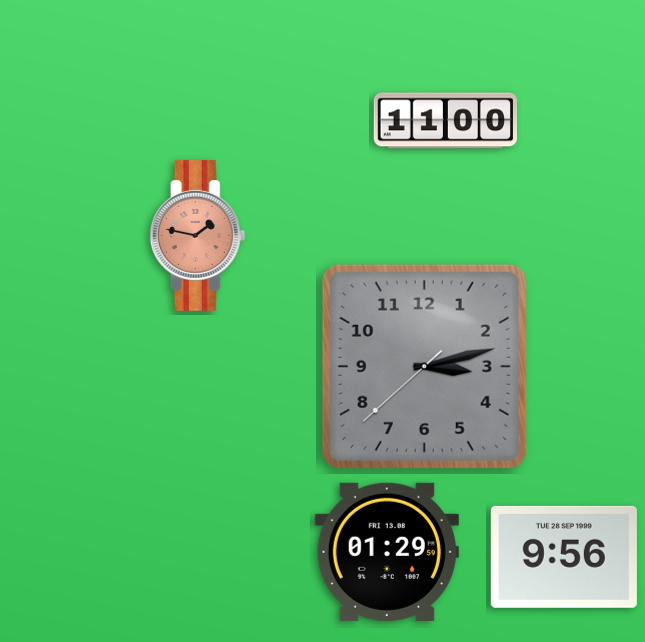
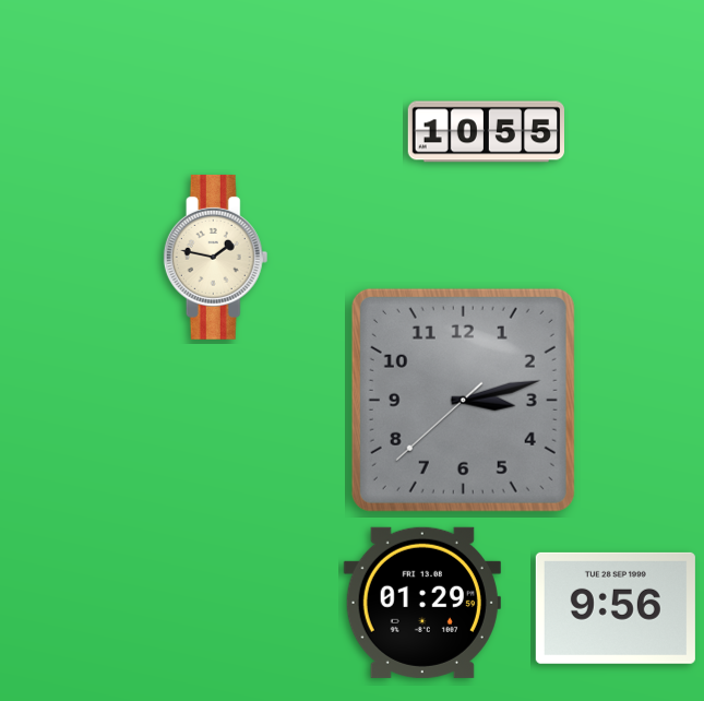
clock at (445, 121): 11:00 -> 10:55
clock at (198, 235) dial: salmon -> cream
